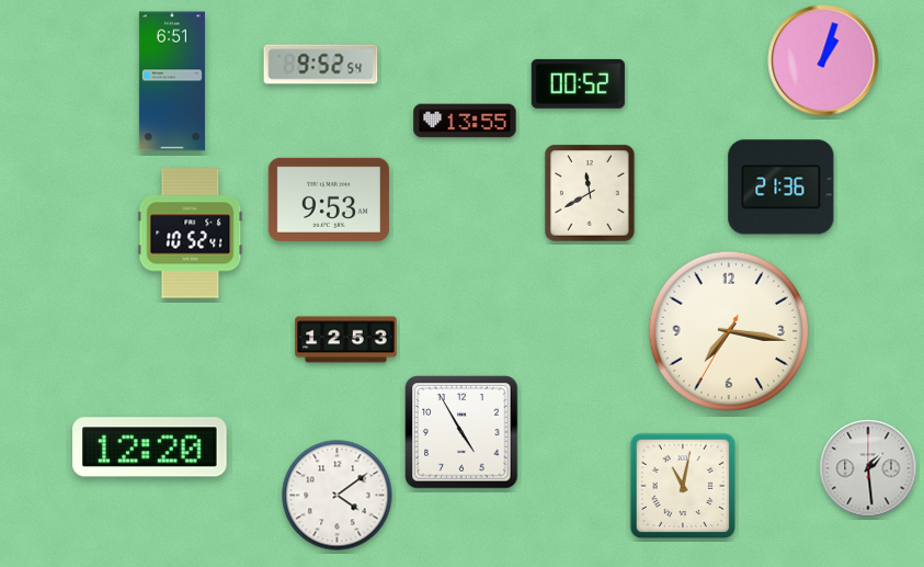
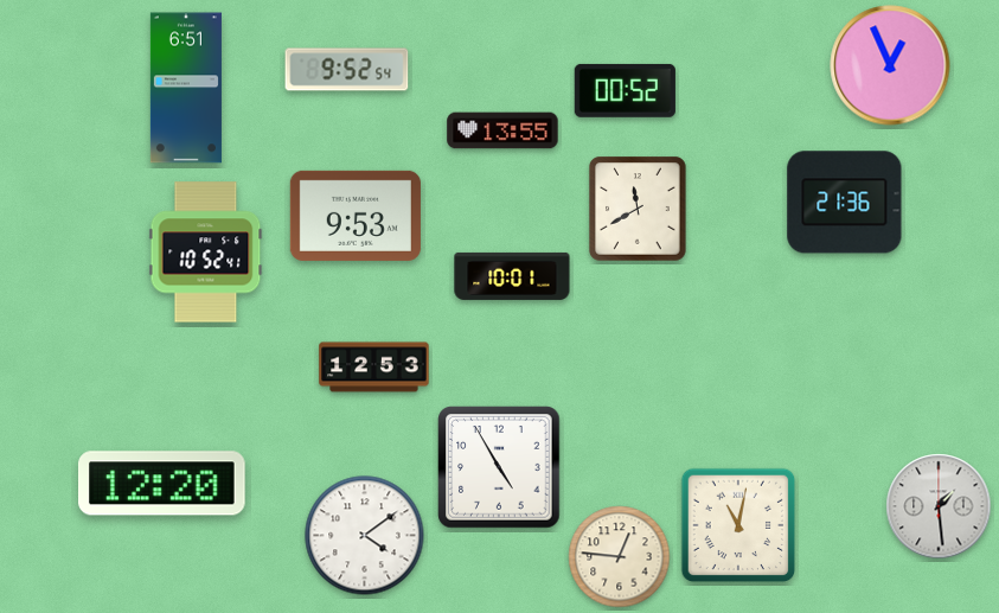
clock at (823, 60): 1:03 -> 12:56
clock at (512, 276): none -> 10:01
clock at (728, 330): 7:16 -> none
clock at (620, 557): none -> 12:46
